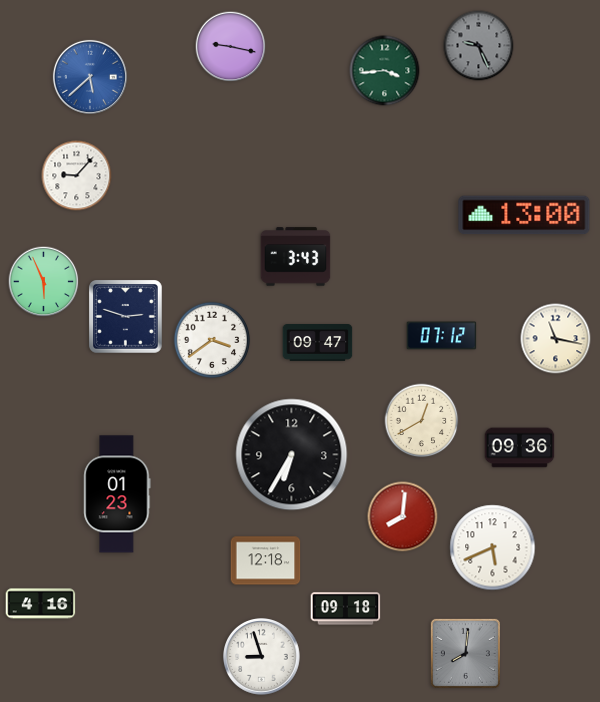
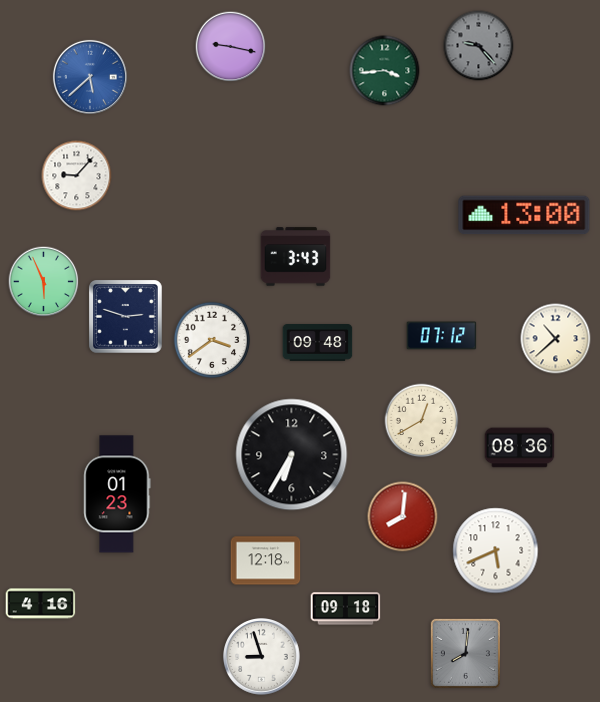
clock at (479, 46): 9:26 -> 9:23
clock at (556, 339): 11:17 -> 10:38
clock at (318, 343): 09:47 -> 09:48
clock at (520, 448): 09:36 -> 08:36
clock at (493, 548) position: (493, 548) -> (496, 551)
